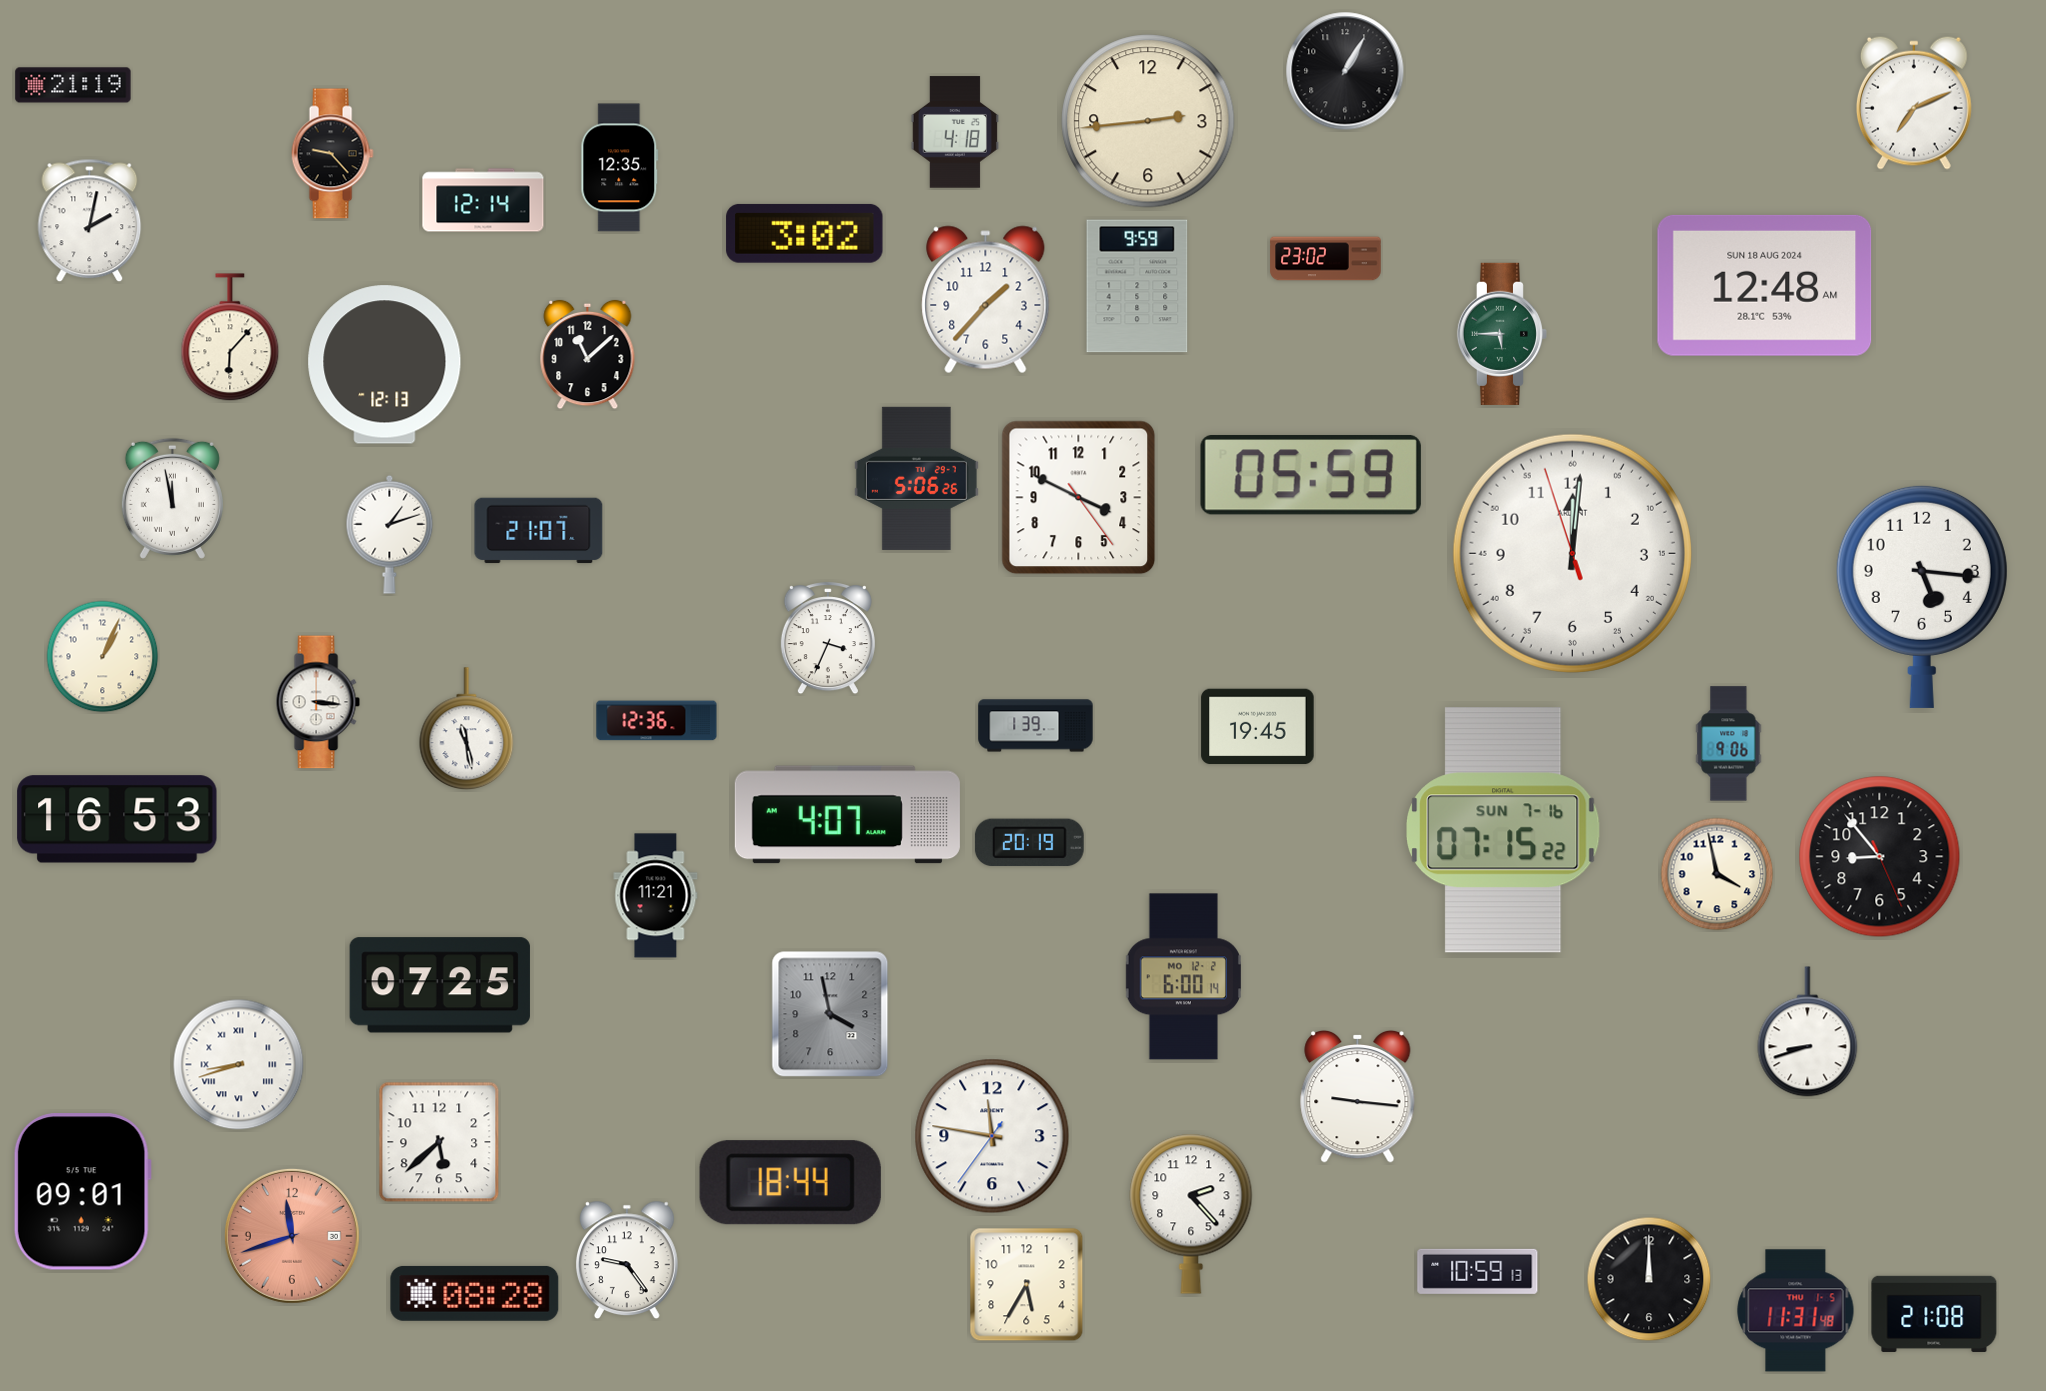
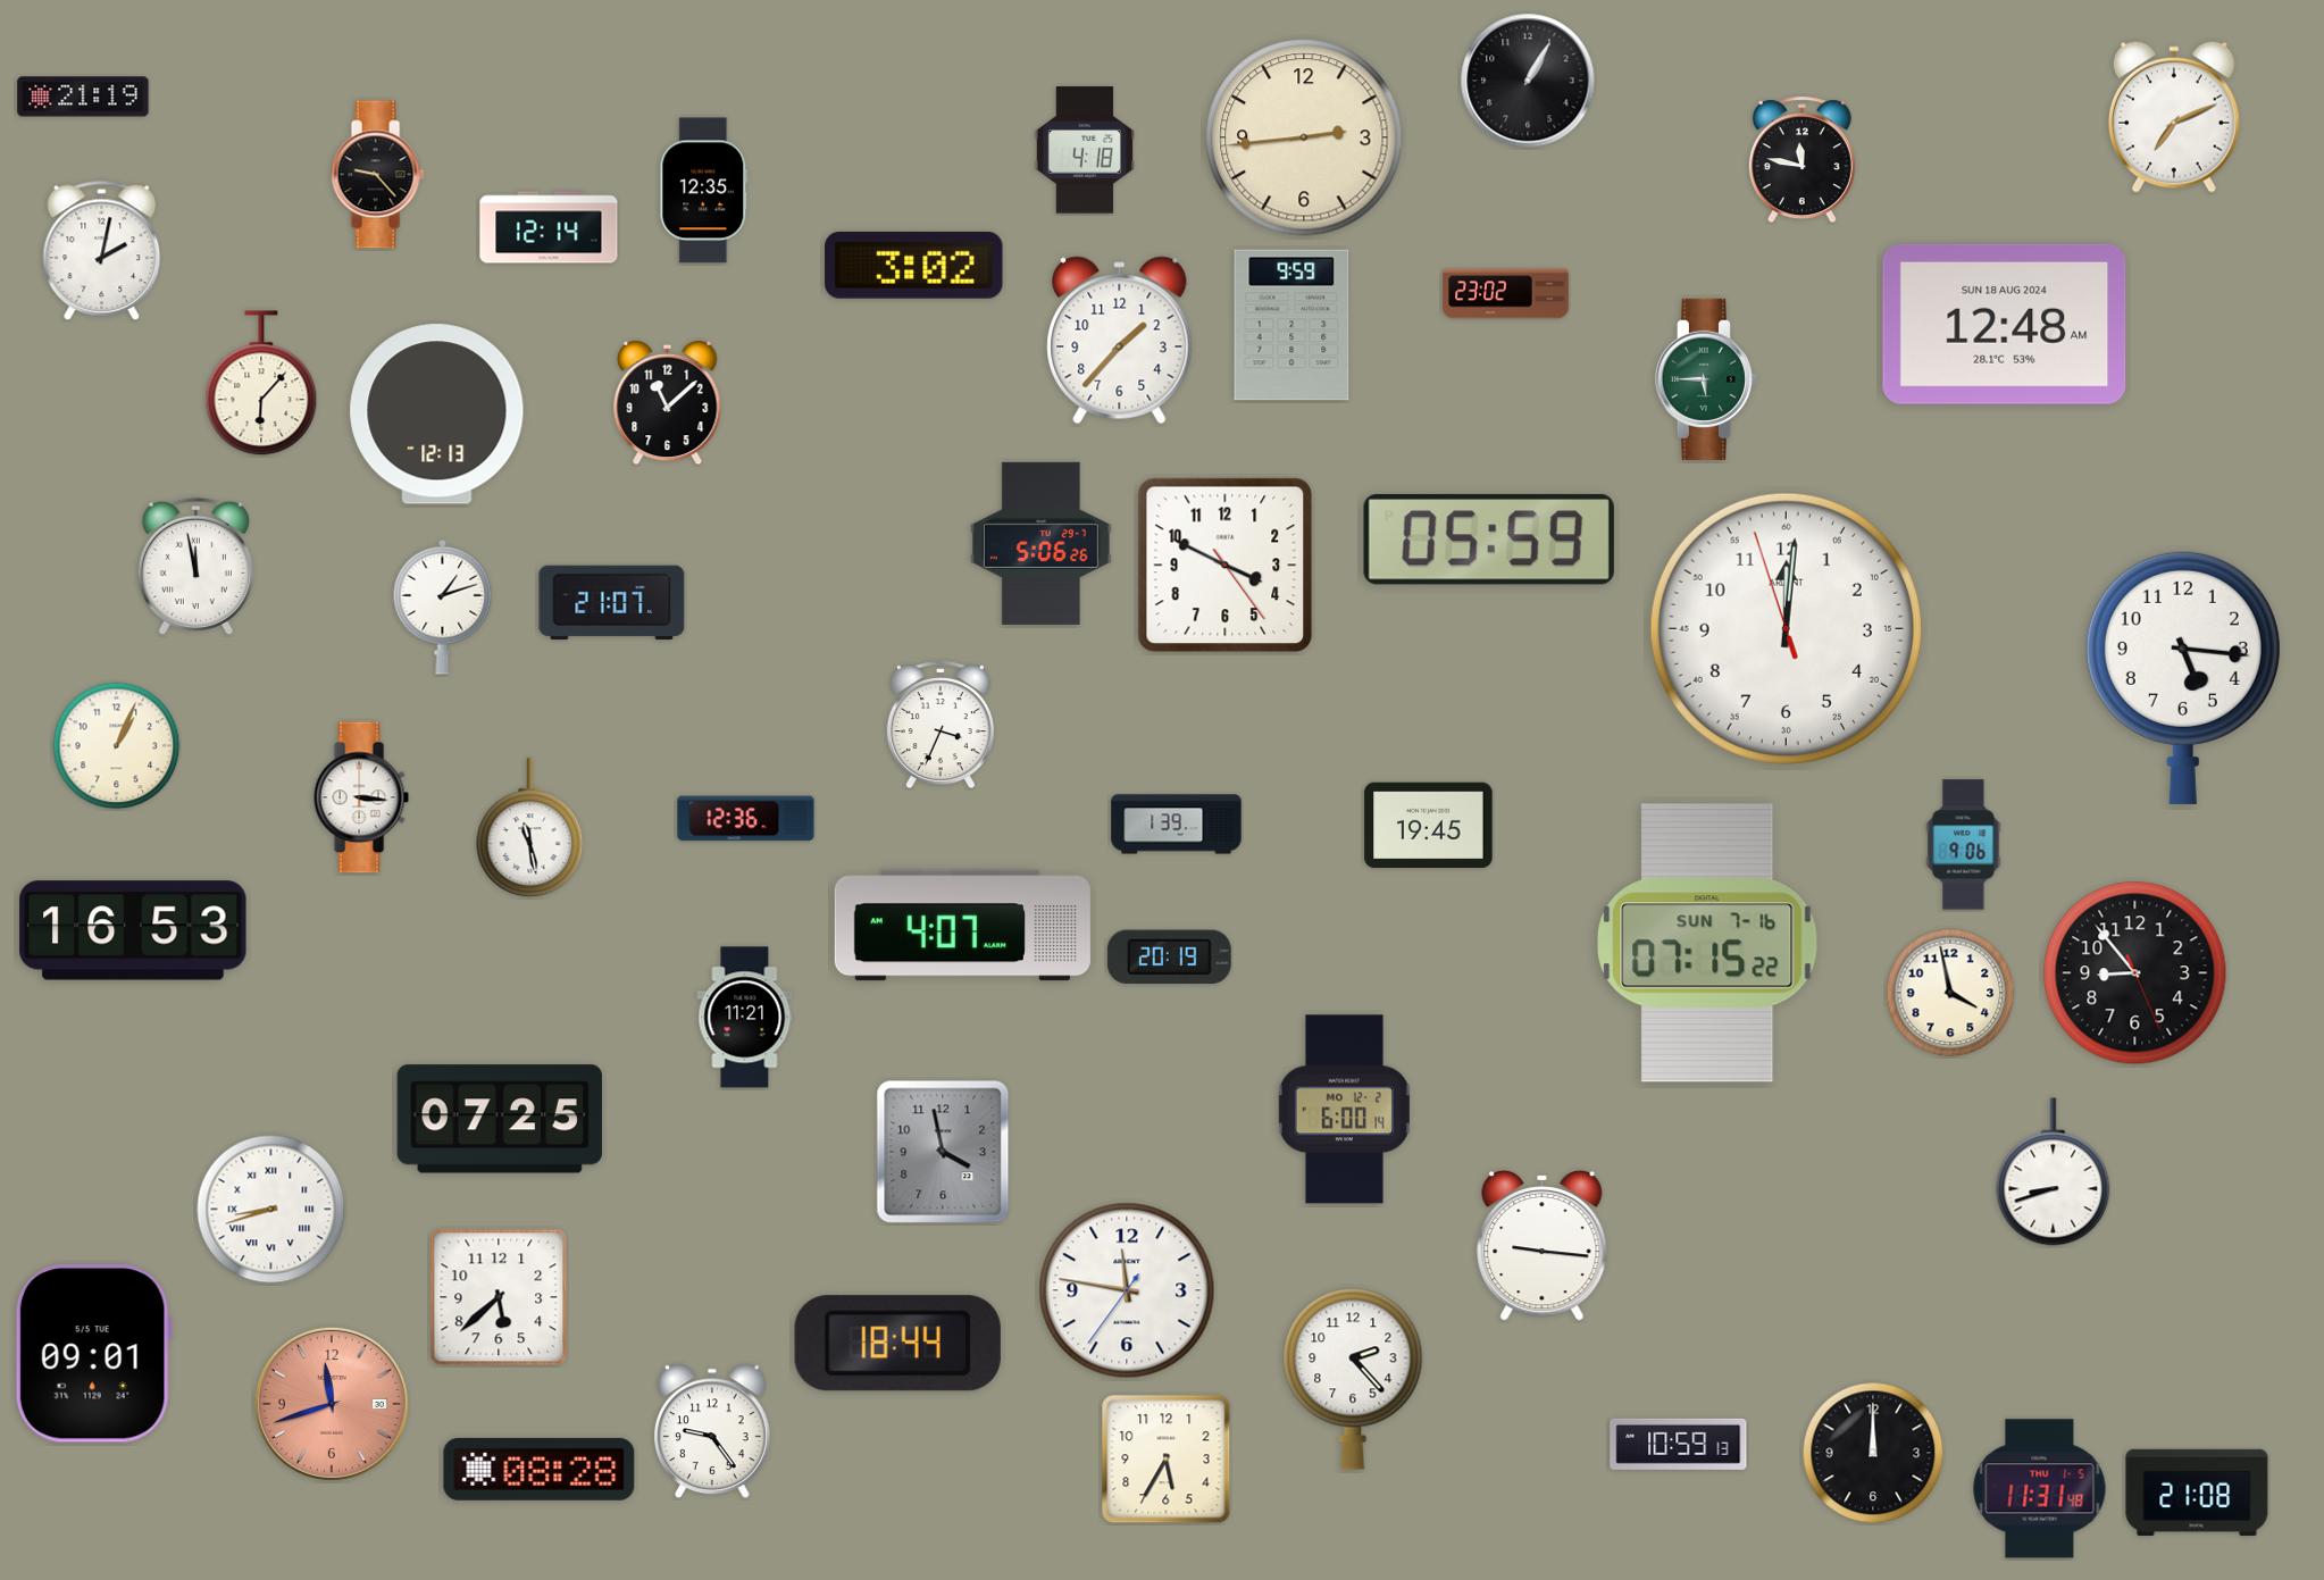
clock at (1801, 160): none -> 11:47
